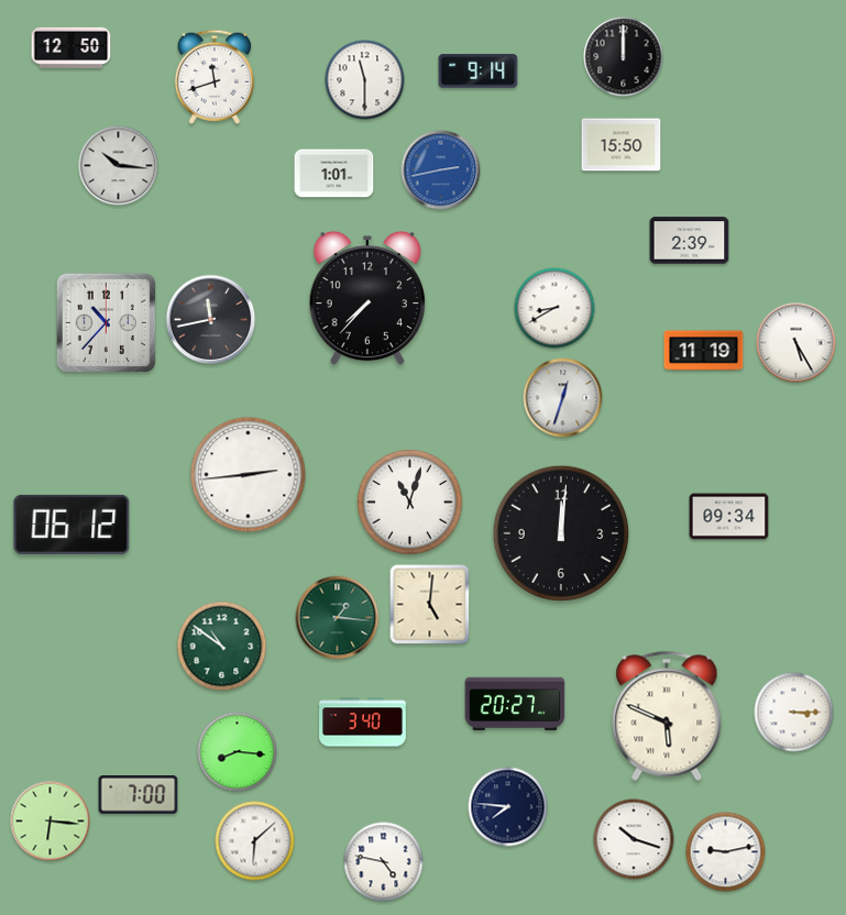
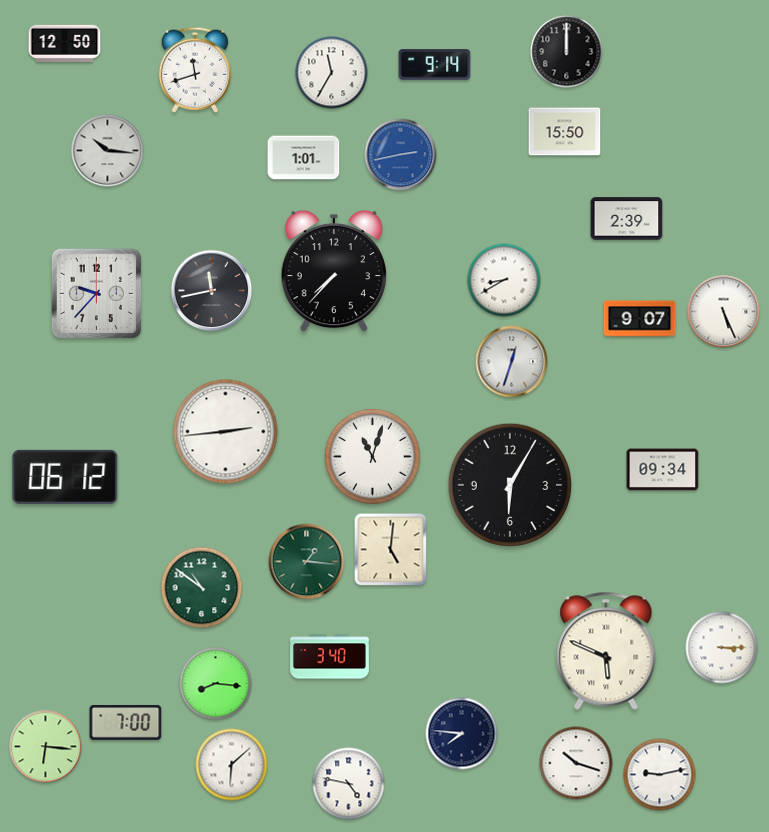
clock at (365, 80): 11:30 -> 11:35
clock at (211, 320) position: (211, 320) -> (212, 291)
clock at (106, 322): 10:37 -> 9:37
clock at (796, 343): 5:25 -> 5:26
clock at (704, 351): 11:19 -> 9:07
clock at (561, 533): 12:01 -> 6:05
clock at (515, 704): 20:27 -> none
